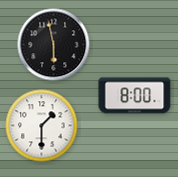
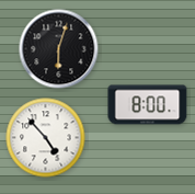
clock at (54, 45): 5:58 -> 6:03
clock at (42, 126): 1:30 -> 4:53
